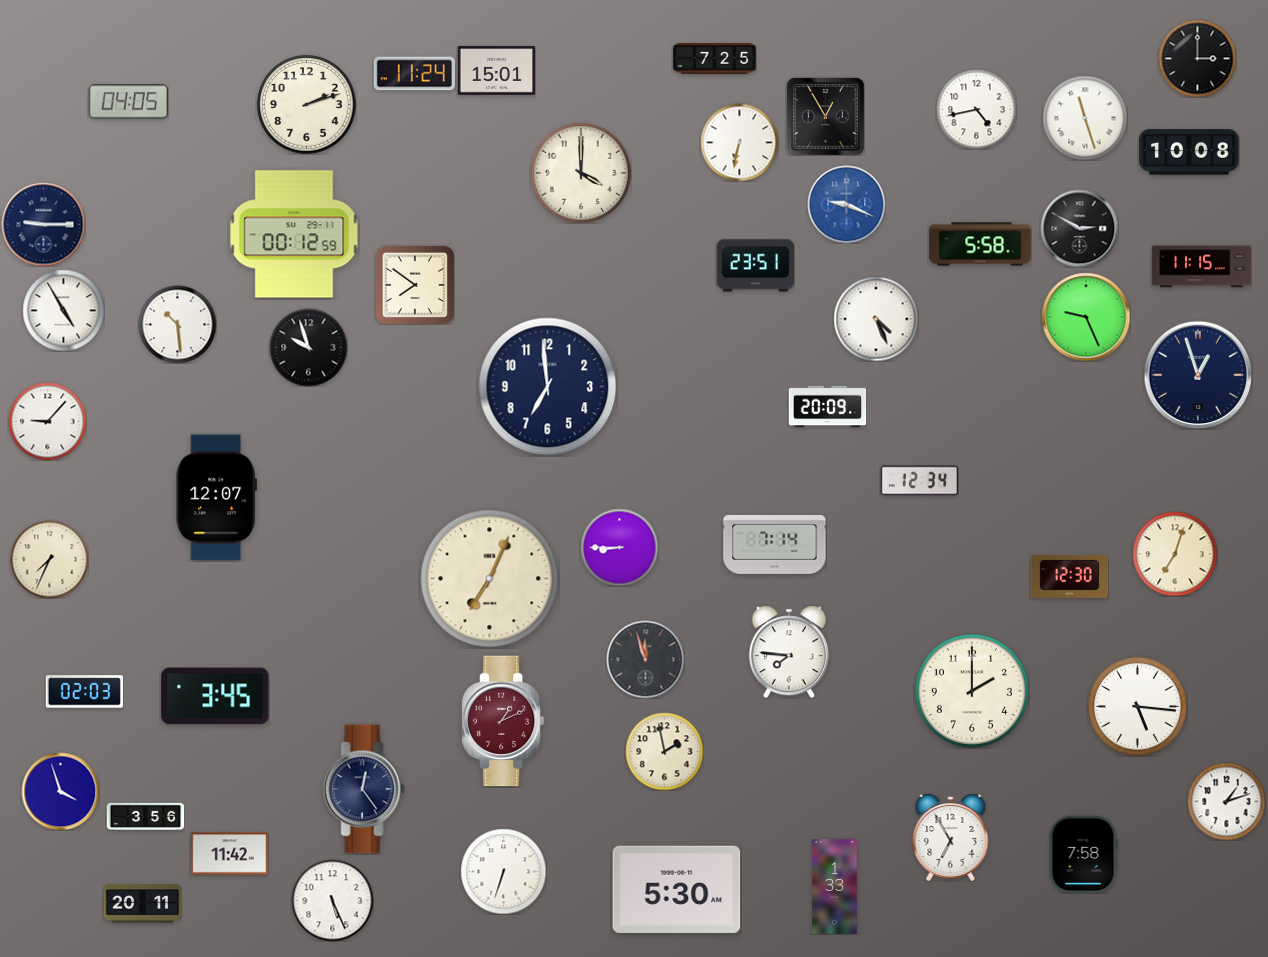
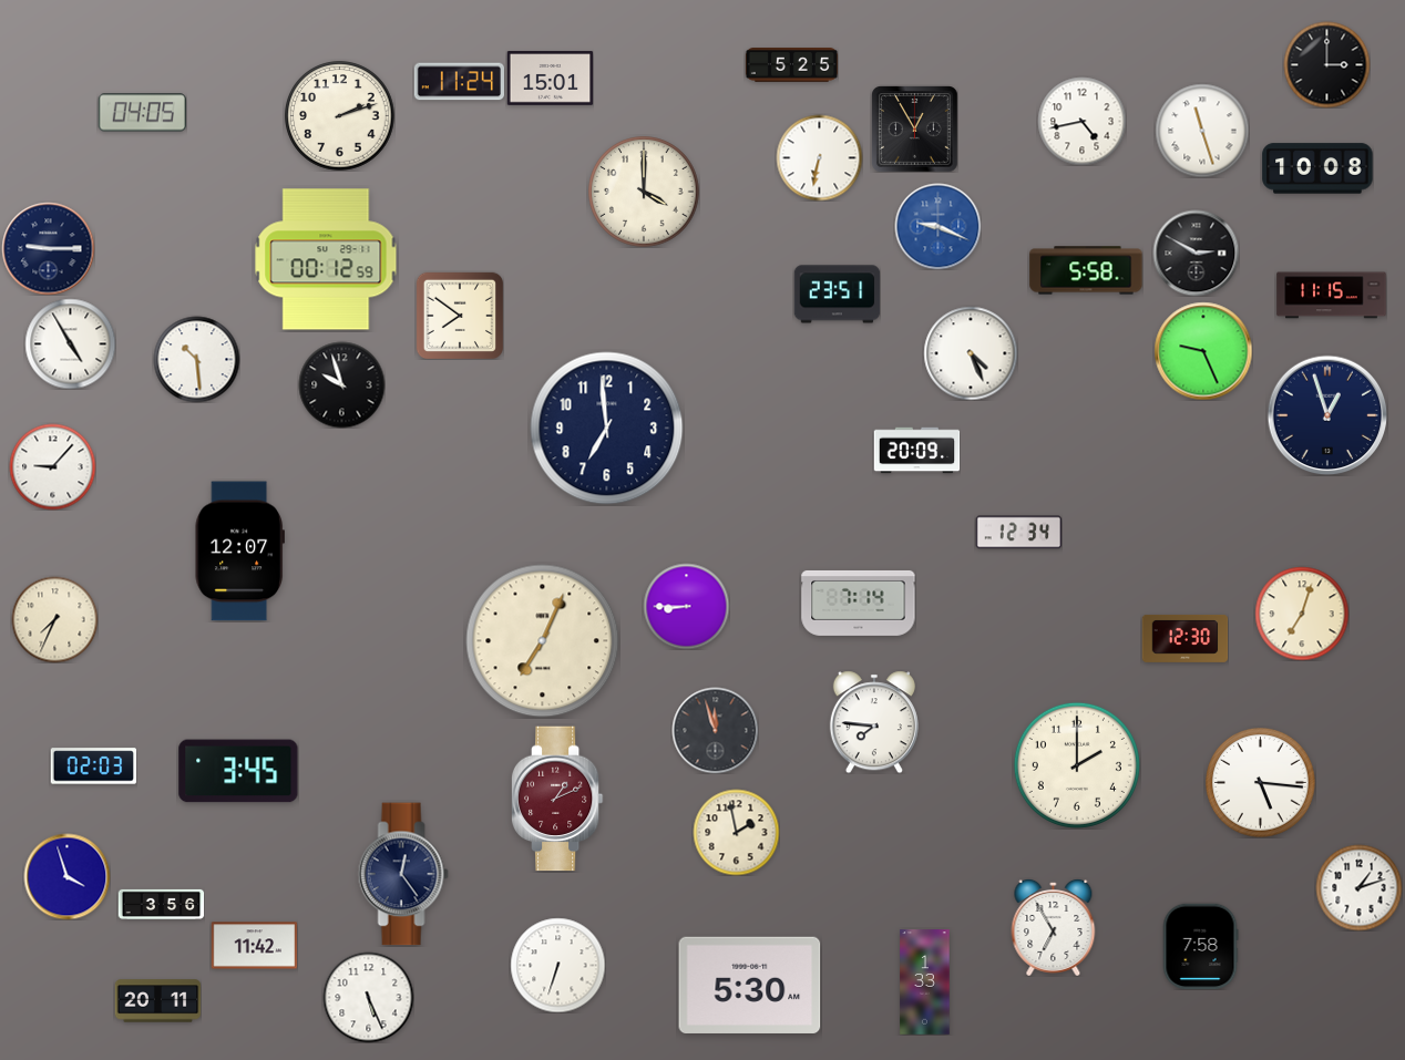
clock at (714, 59): 7:25 -> 5:25
